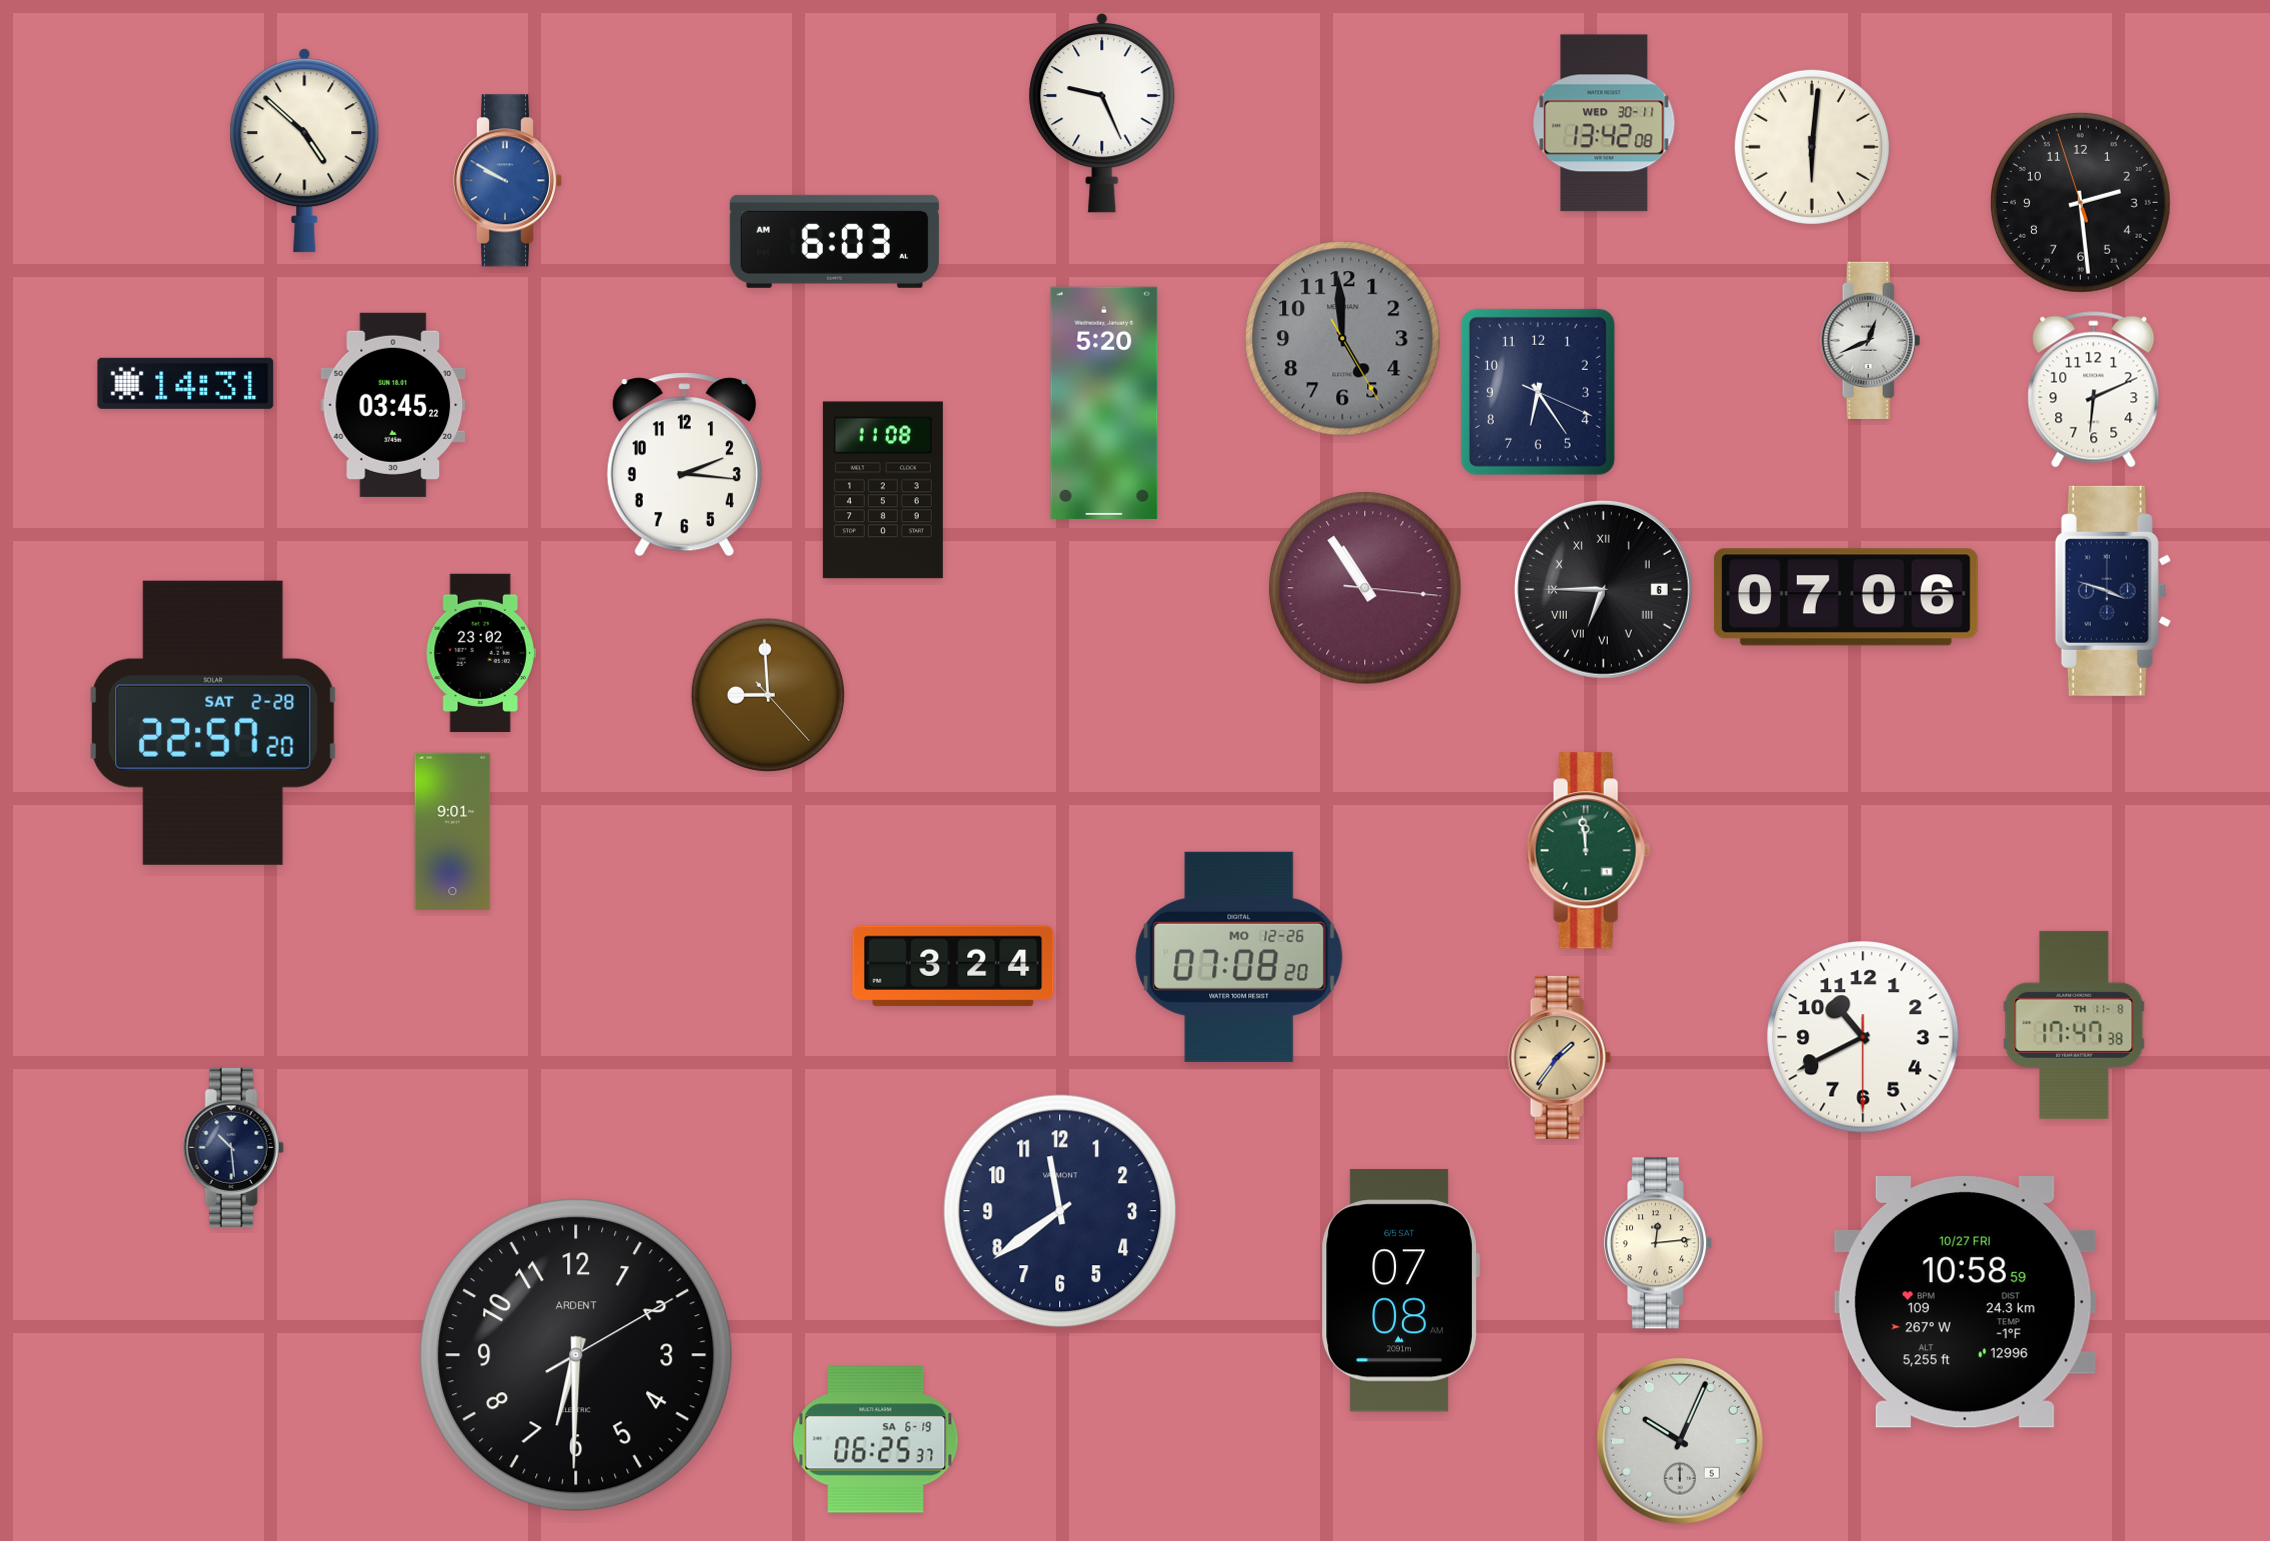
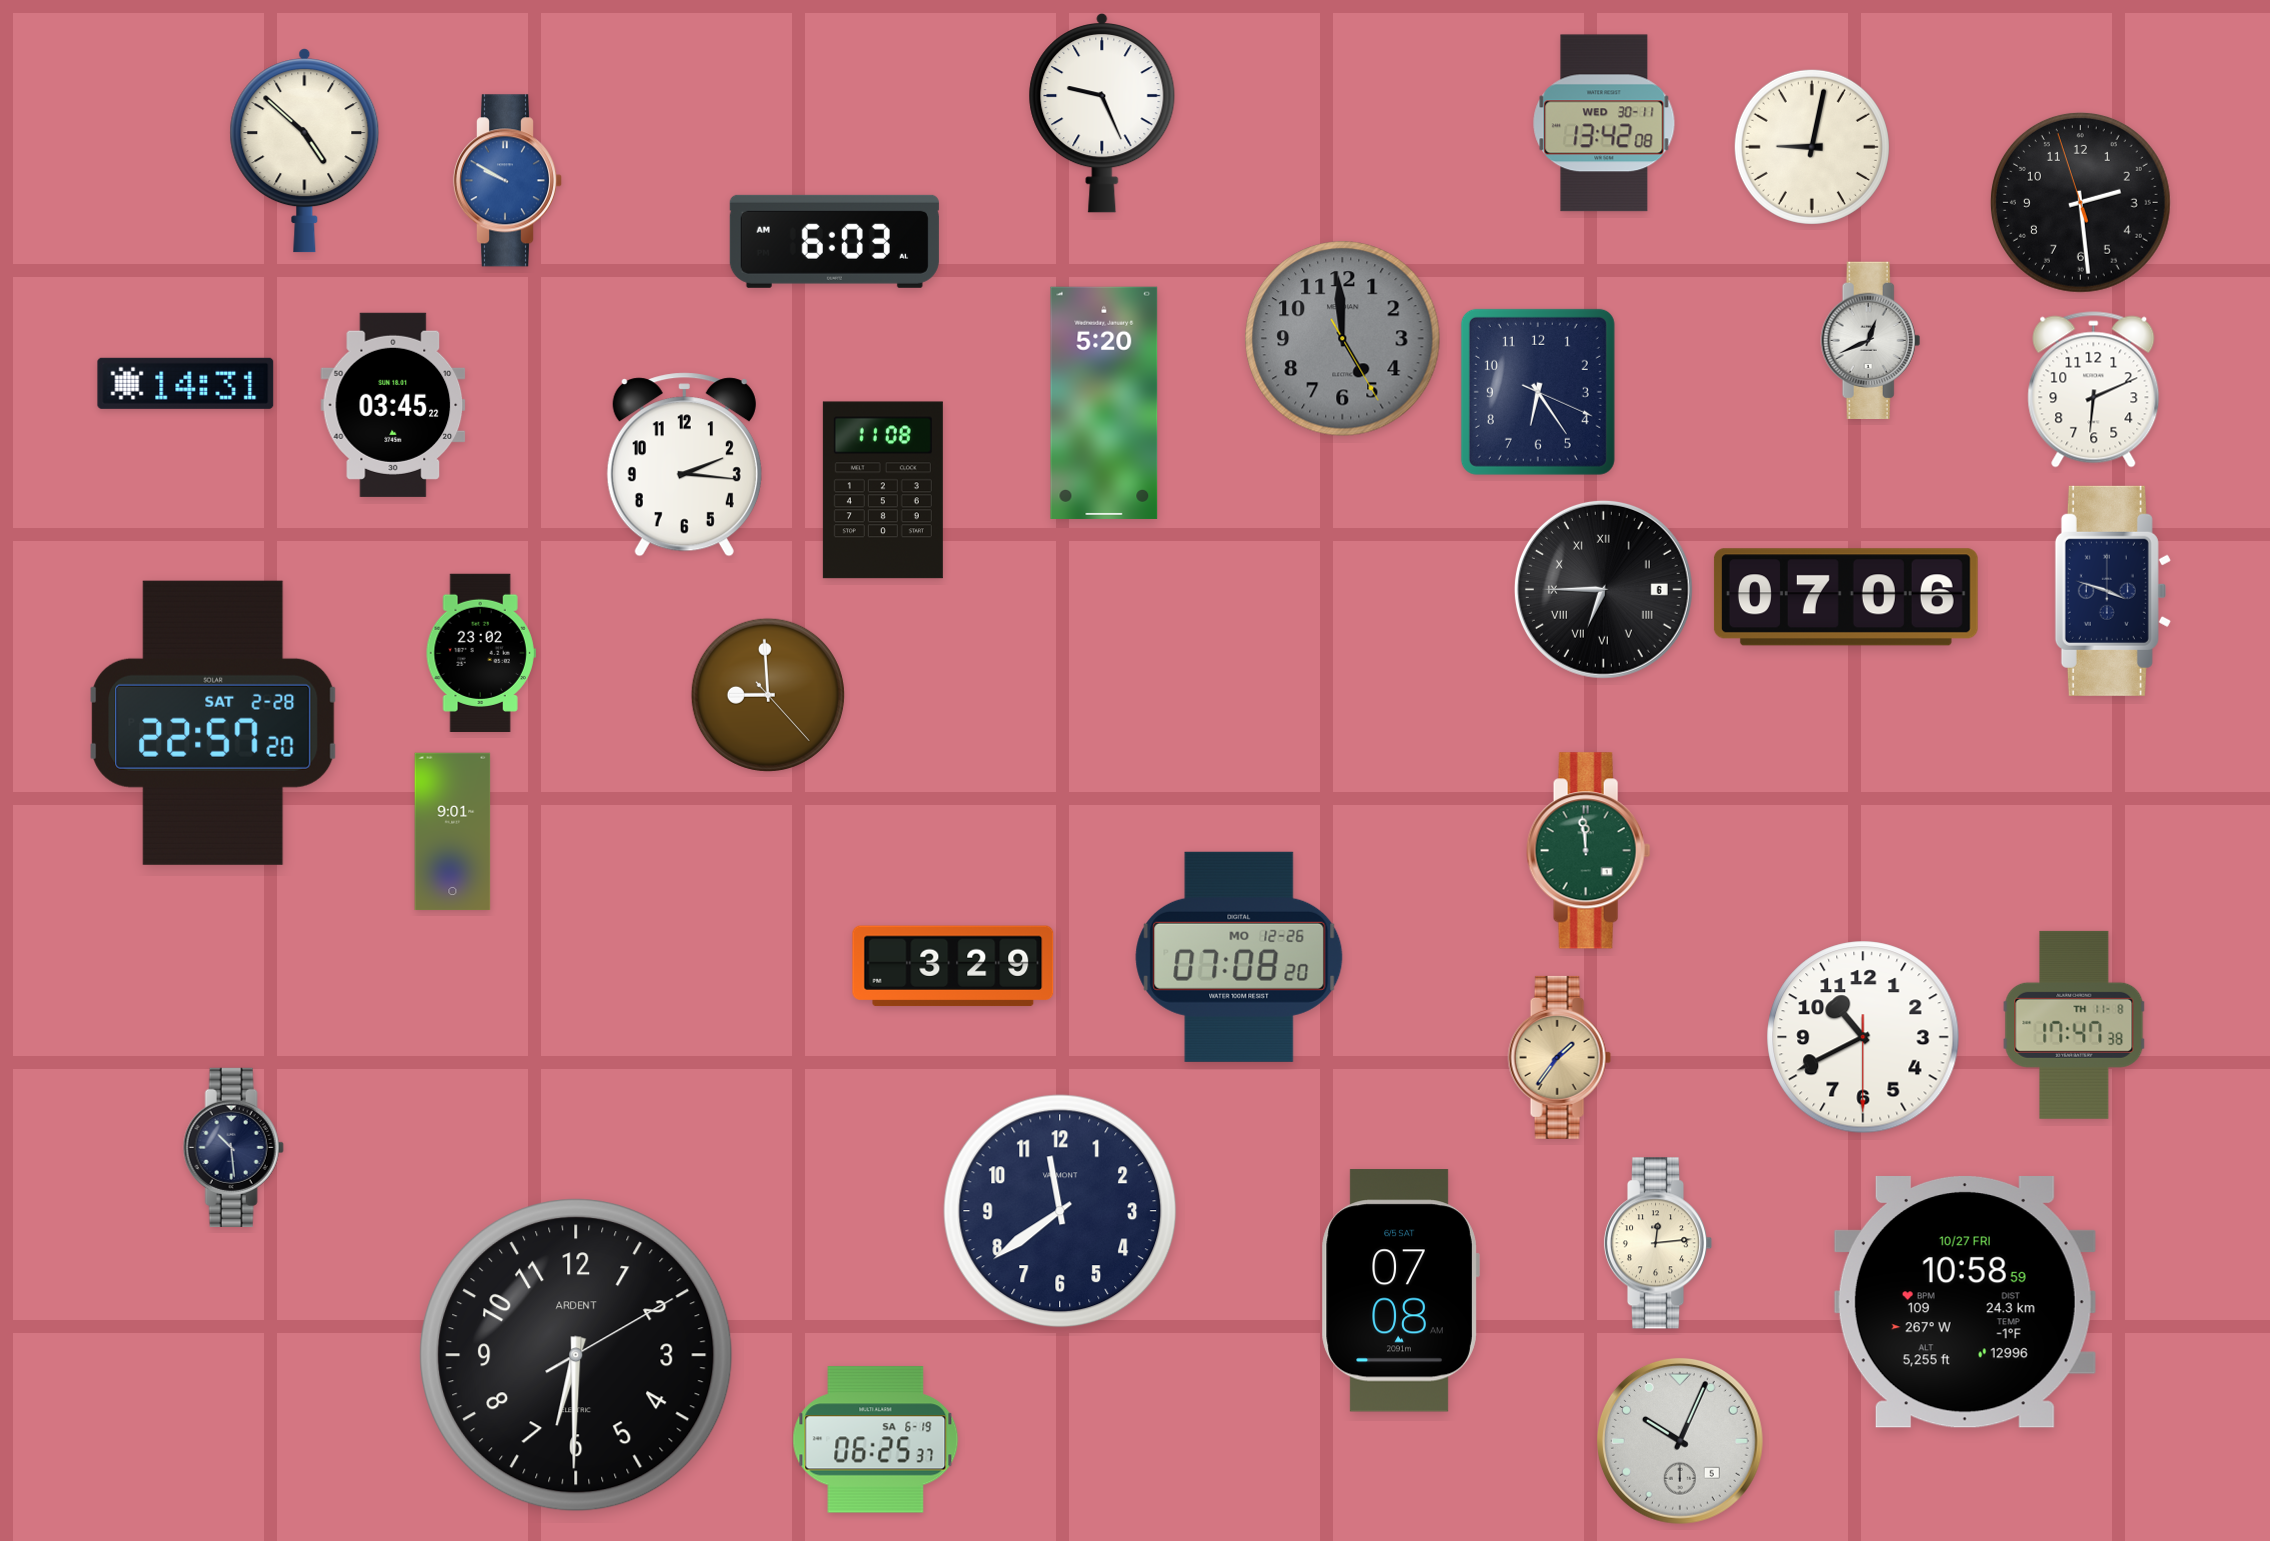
clock at (1812, 147): 6:01 -> 9:02
clock at (1365, 588): 10:54 -> none
clock at (953, 966): 3:24 -> 3:29
